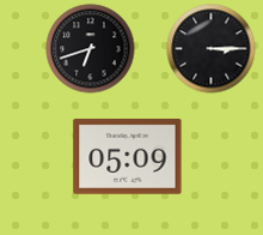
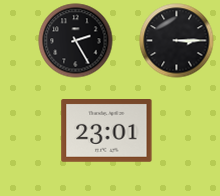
clock at (91, 49): 6:42 -> 2:25
clock at (128, 157): 05:09 -> 23:01
